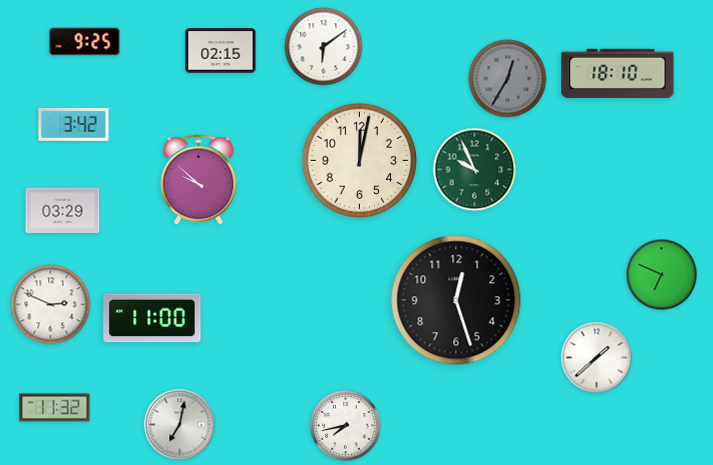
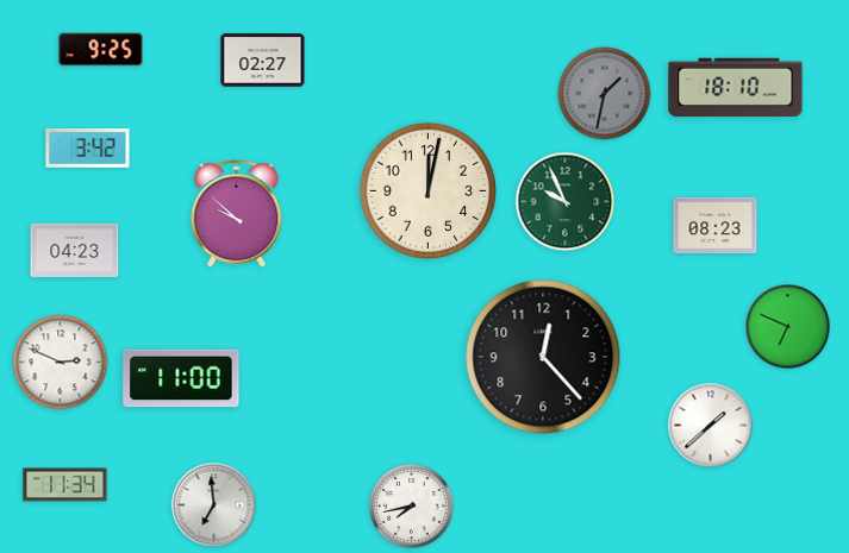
clock at (324, 47): 6:09 -> none
clock at (221, 51): 02:15 -> 02:27
clock at (508, 79): 12:35 -> 1:32
clock at (716, 226): none -> 08:23
clock at (63, 210): 03:29 -> 04:23
clock at (456, 300): 12:27 -> 12:23
clock at (55, 408): 11:32 -> 11:34
clock at (180, 425): 7:02 -> 6:59
